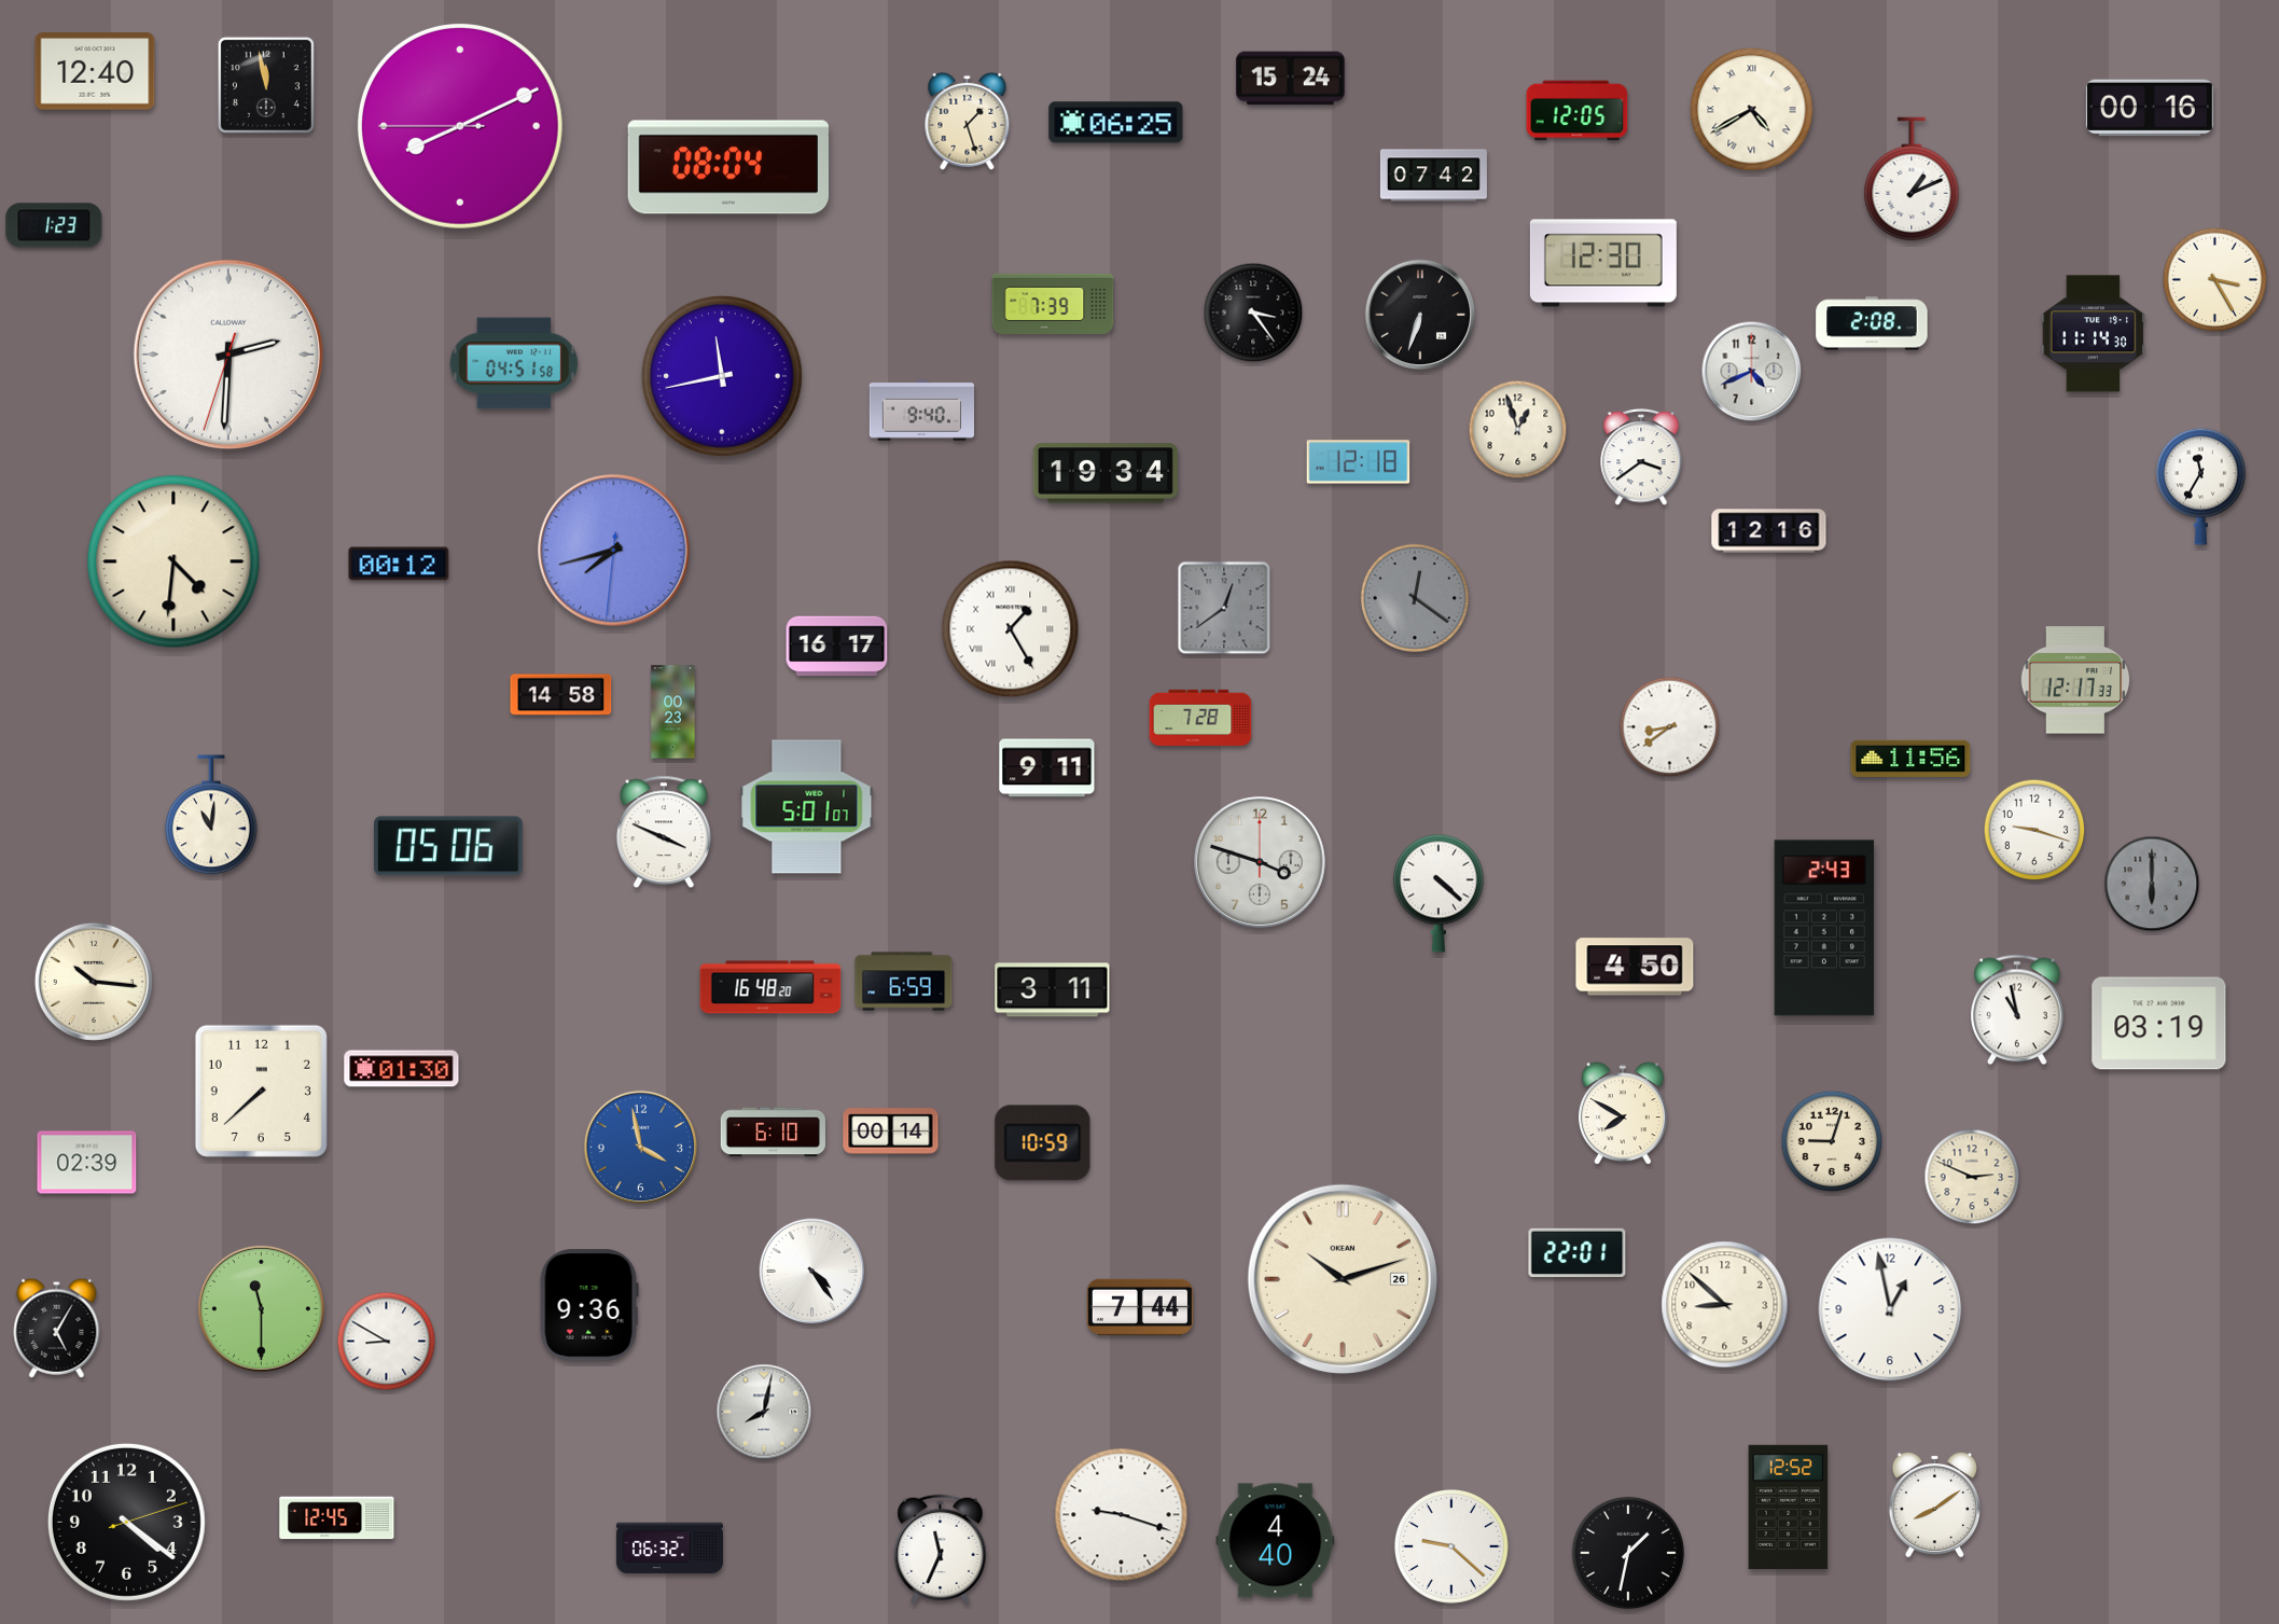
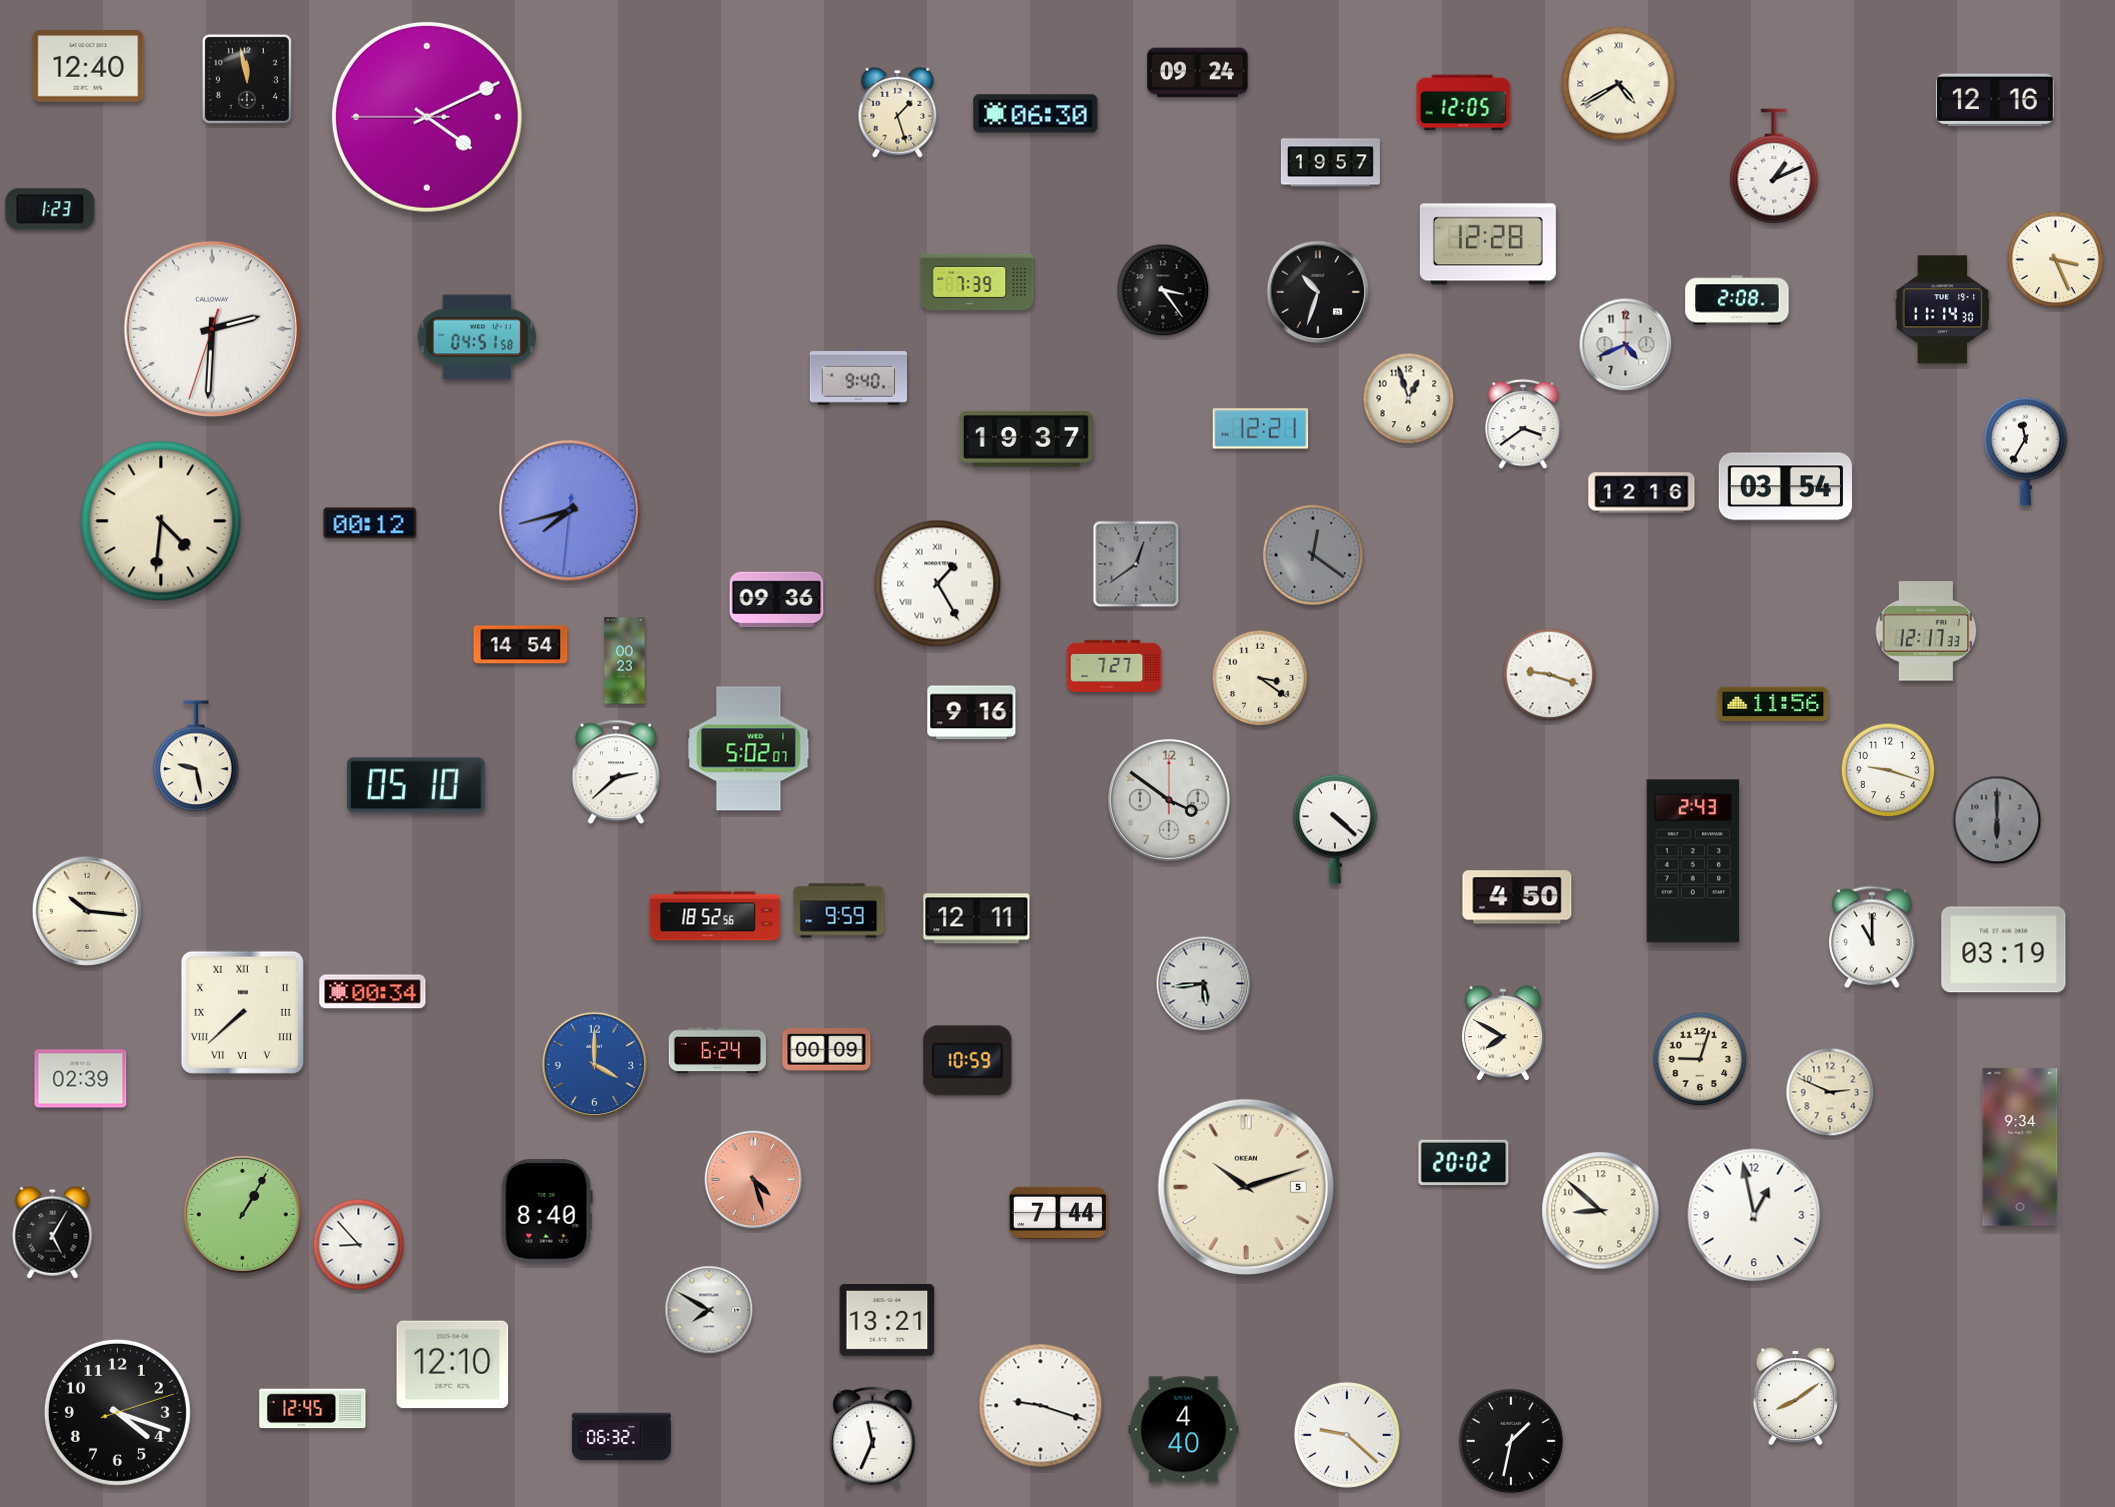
clock at (1291, 79): 15:24 -> 09:24
clock at (2150, 108): 00:16 -> 12:16
clock at (1752, 110) position: (1752, 110) -> (1619, 84)
clock at (1116, 123): 06:25 -> 06:30
clock at (460, 126): 8:10 -> 4:10
clock at (727, 167): 08:04 -> none
clock at (1433, 176): 07:42 -> 19:57
clock at (1603, 263): 12:30 -> 12:28
clock at (2215, 280): 3:25 -> 3:26
clock at (1420, 315): 6:33 -> 10:33
clock at (722, 376): 11:43 -> none
clock at (921, 411) position: (921, 411) -> (858, 377)
clock at (1359, 462): 12:18 -> 12:21
clock at (1106, 473): 19:34 -> 19:37
clock at (2201, 486) position: (2201, 486) -> (2026, 451)
clock at (1785, 487): none -> 03:54
clock at (837, 647): 16:17 -> 09:36
clock at (561, 695): 14:58 -> 14:54
clock at (1200, 718): 7:28 -> 7:27
clock at (1670, 727): 8:39 -> 9:18
clock at (1260, 678): none -> 3:21
clock at (1047, 768): 9:11 -> 9:16
clock at (807, 807): 5:01 -> 5:02
clock at (211, 816): 11:01 -> 9:28
clock at (664, 832): 3:49 -> 2:38
clock at (449, 846): 05:06 -> 05:10
clock at (1260, 862): 3:48 -> 3:51
clock at (904, 982): 6:59 -> 9:59
clock at (770, 987): 16:48 -> 18:52
clock at (1053, 990): 3:11 -> 12:11
clock at (2017, 1010): 10:58 -> 11:00
clock at (1204, 984): none -> 5:44
clock at (402, 1069): 01:30 -> 00:34
clock at (261, 1091) numerals: Arabic -> Roman
clock at (1623, 1114) position: (1623, 1114) -> (1503, 1034)
clock at (891, 1132): 00:14 -> 00:09
clock at (773, 1133): 6:10 -> 6:24
clock at (640, 1147): 3:58 -> 4:00
clock at (2020, 1147): none -> 9:34
clock at (1578, 1252): 22:01 -> 20:02
clock at (812, 1272): 4:24 -> 4:27
clock at (812, 1272) dial: white -> salmon
clock at (1342, 1278) date: 26 -> 5
clock at (589, 1305): 9:36 -> 8:40
clock at (261, 1308): 11:30 -> 1:05
clock at (387, 1342): 8:50 -> 8:53
clock at (764, 1412): 8:02 -> 7:50
clock at (887, 1320): none -> 13:21
clock at (453, 1365): none -> 12:10
clock at (1789, 1507): 12:52 -> none
clock at (126, 1522): 4:21 -> 4:18
